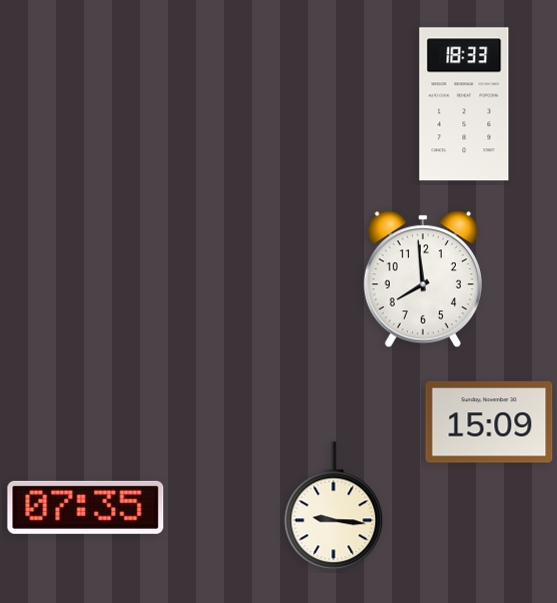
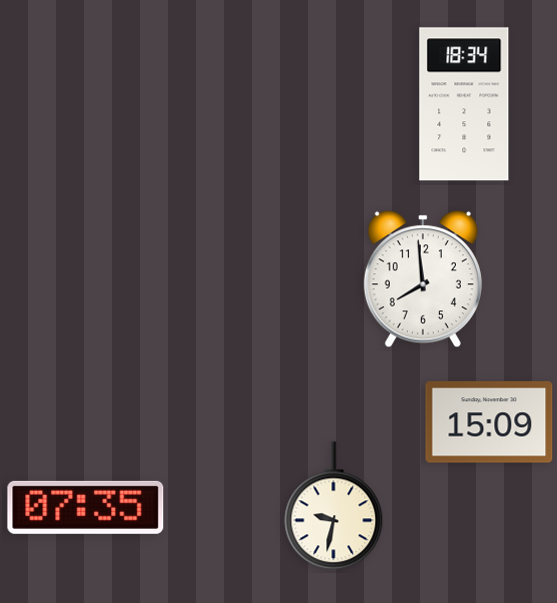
clock at (464, 104): 18:33 -> 18:34
clock at (334, 506): 9:16 -> 9:32
